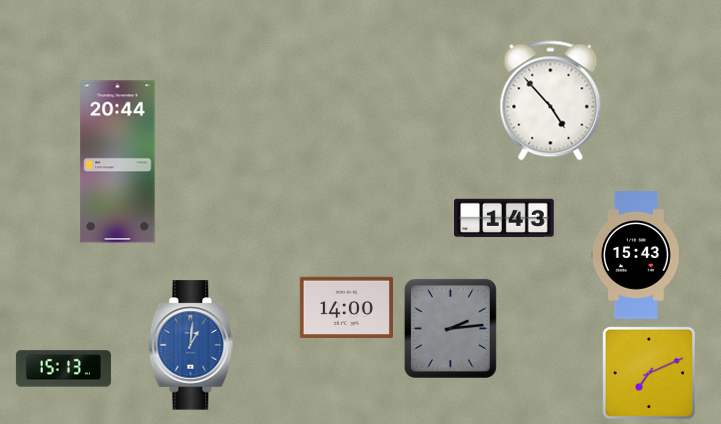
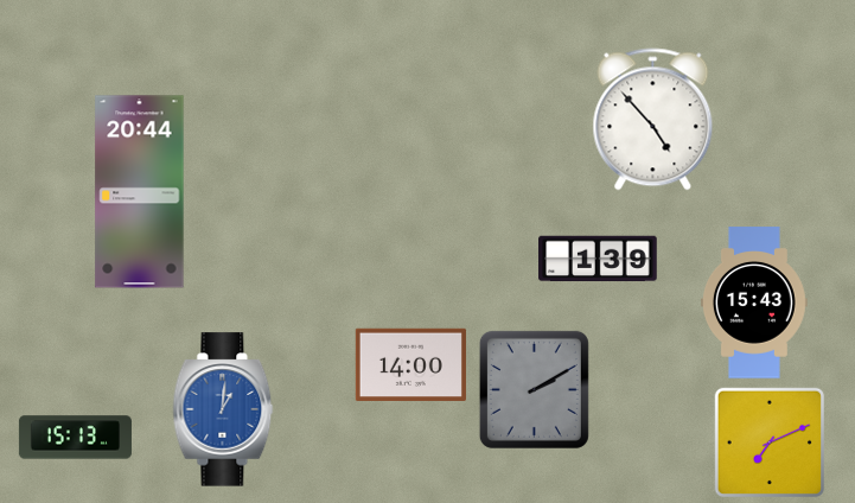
clock at (504, 218): 1:43 -> 1:39
clock at (450, 328): 2:14 -> 2:10
clock at (191, 345) position: (191, 345) -> (223, 409)
